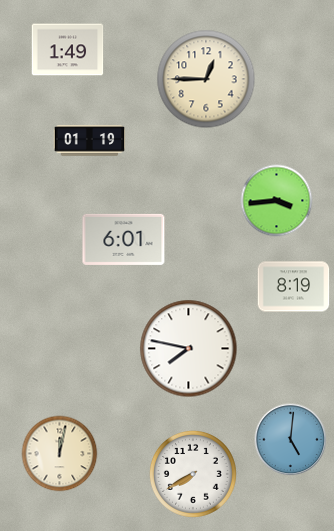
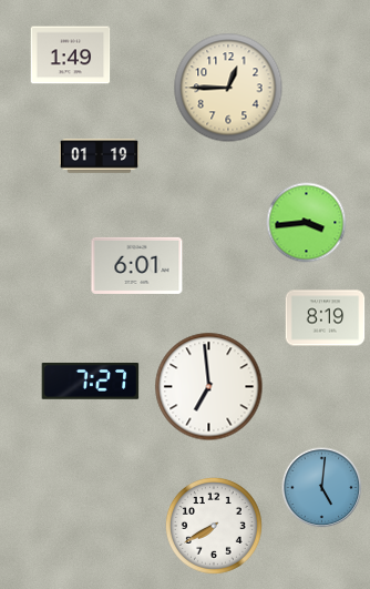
clock at (68, 50) position: (68, 50) -> (71, 55)
clock at (91, 382): none -> 7:27
clock at (189, 349): 7:47 -> 6:59
clock at (60, 454): 12:02 -> none
